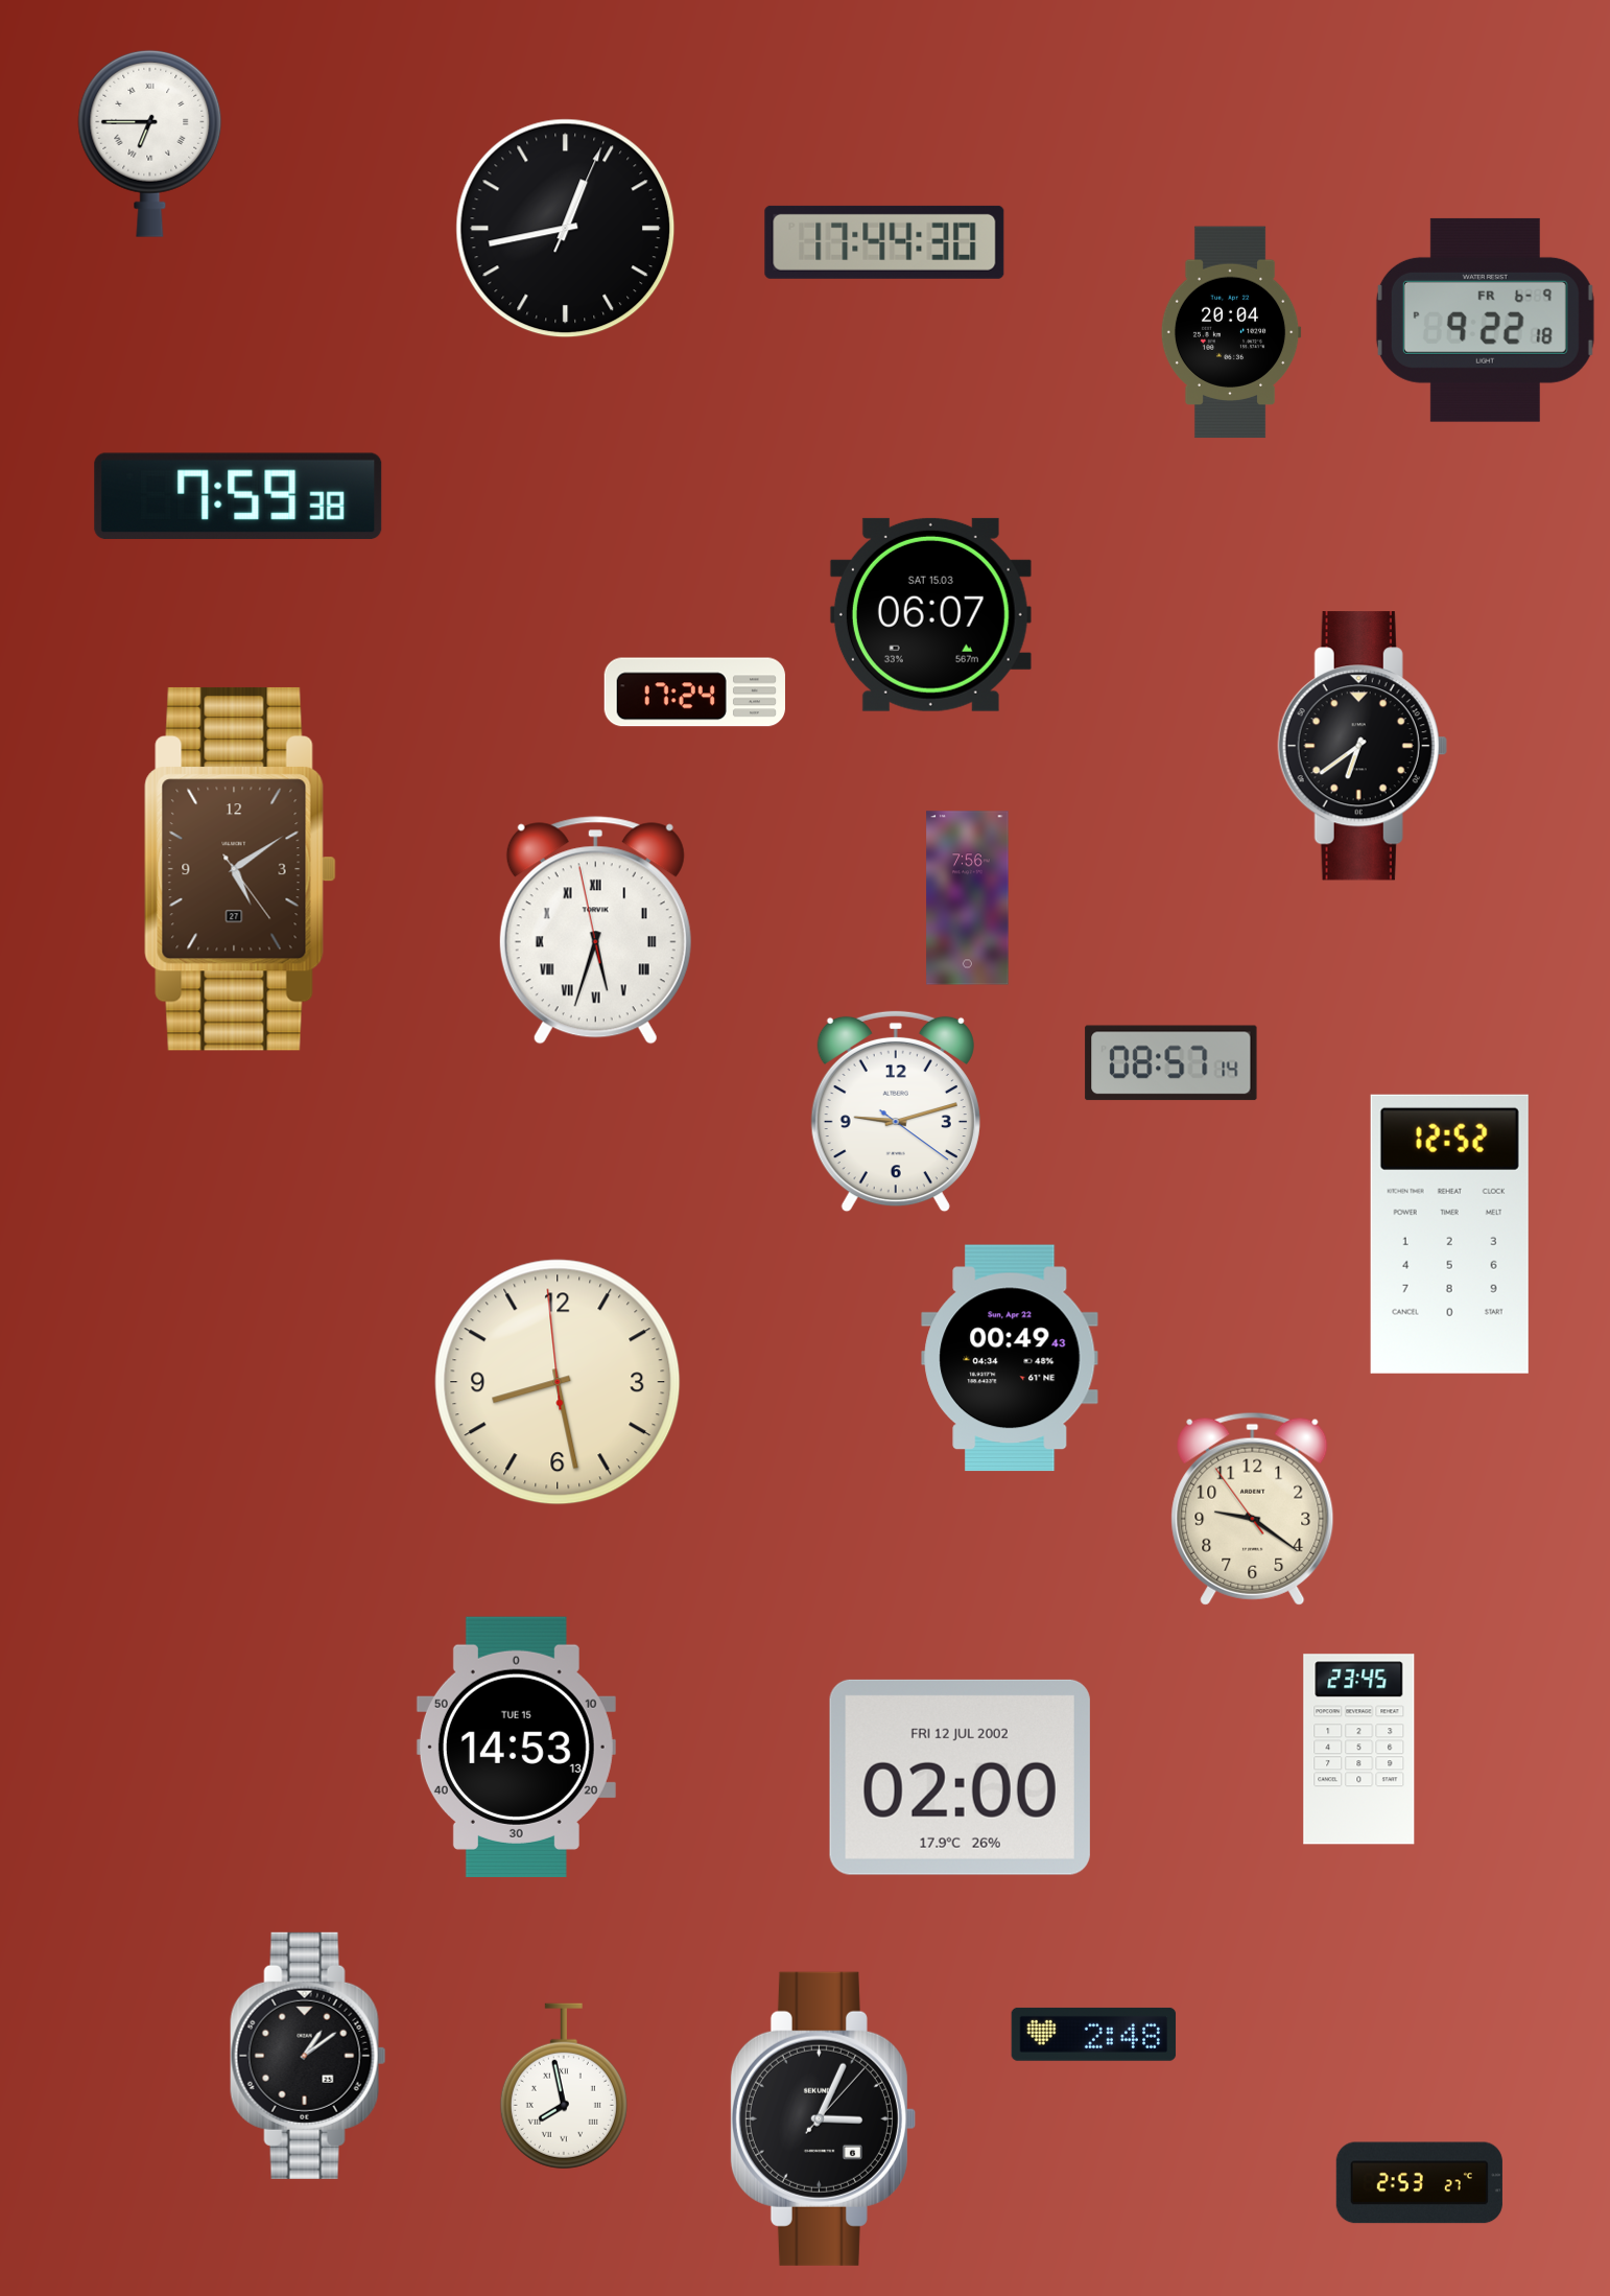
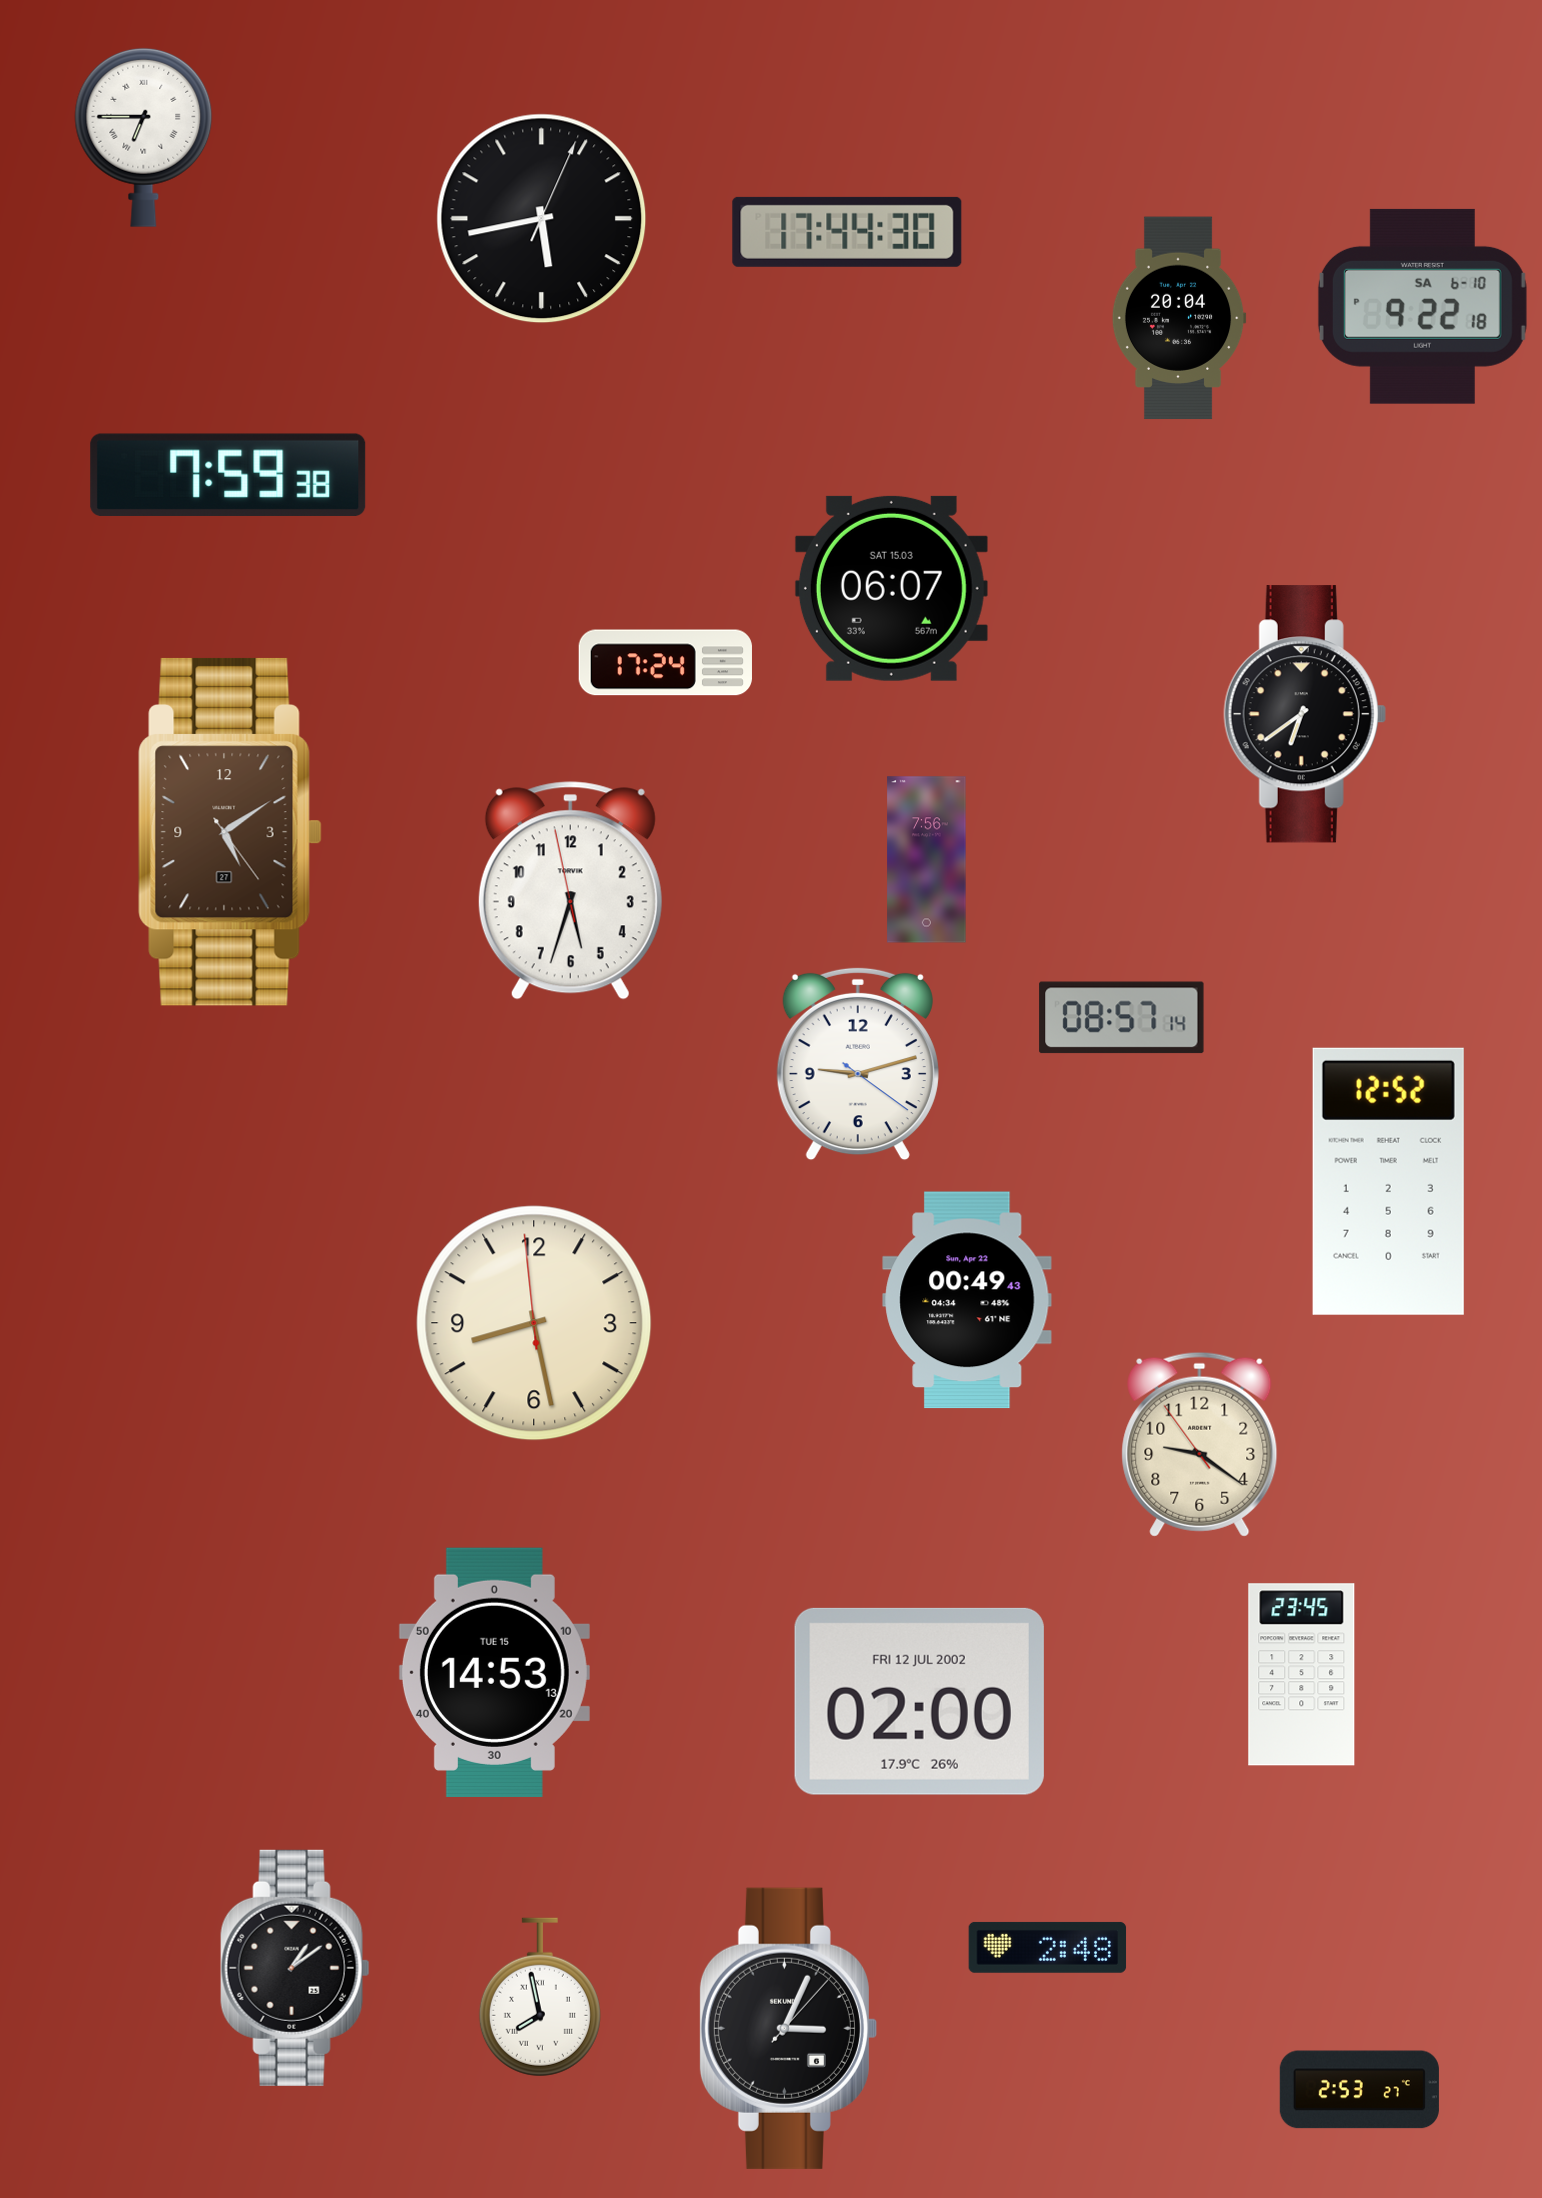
clock at (566, 229): 12:43 -> 5:43
clock at (1485, 320) date: FR 6-9 -> SA 6-10
clock at (595, 931) numerals: Roman -> Arabic
